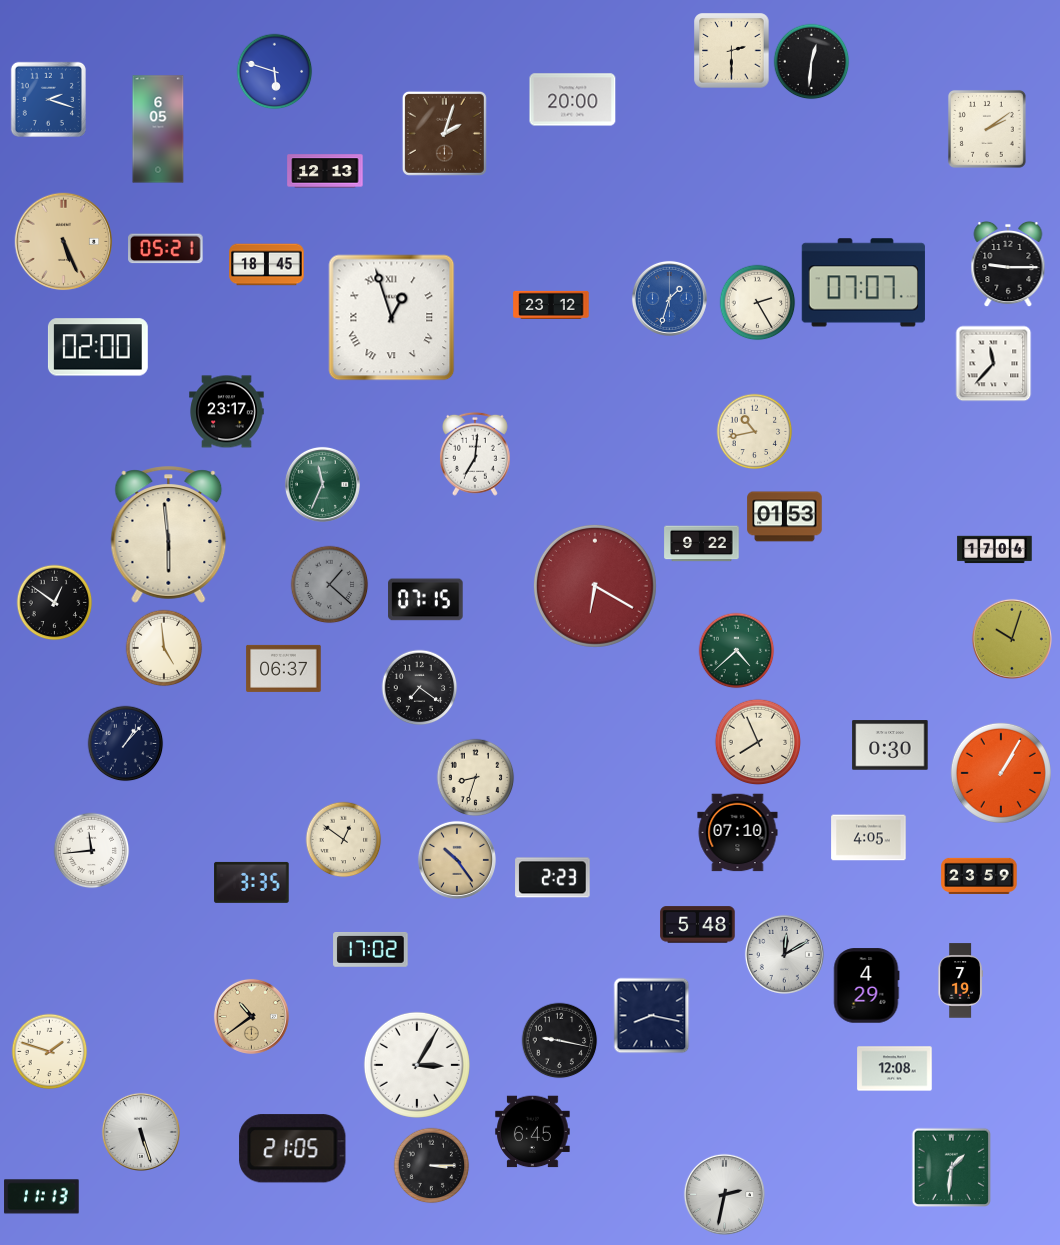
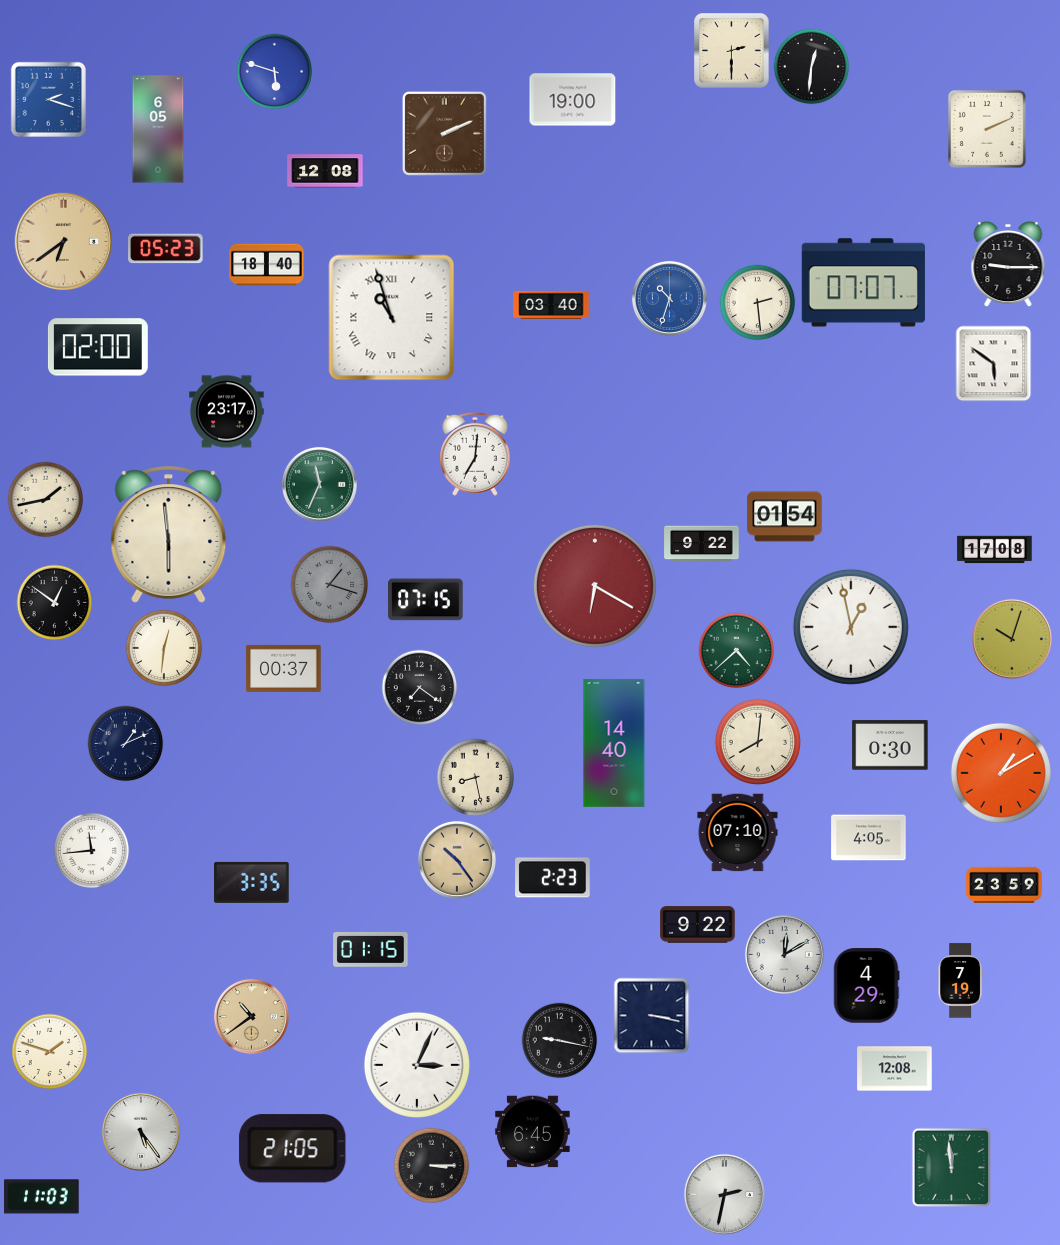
clock at (812, 62) position: (812, 62) -> (812, 67)
clock at (573, 100): 20:00 -> 19:00
clock at (987, 129): 2:09 -> 2:11
clock at (444, 133): 2:03 -> 2:11
clock at (325, 171): 12:13 -> 12:08
clock at (64, 242): 5:26 -> 6:39
clock at (166, 249): 05:21 -> 05:23
clock at (267, 265): 18:45 -> 18:40
clock at (669, 298): 1:33 -> 10:33
clock at (758, 303): 2:25 -> 2:29
clock at (551, 305): 23:12 -> 03:40
clock at (392, 318): 12:57 -> 10:57
clock at (994, 364): 11:37 -> 5:51
clock at (755, 432): 10:43 -> none
clock at (322, 484) position: (322, 484) -> (319, 484)
clock at (46, 500): none -> 1:43
clock at (785, 517): 01:53 -> 01:54
clock at (995, 550): 17:04 -> 17:08
clock at (330, 585): 1:22 -> 1:18
clock at (851, 627): none -> 12:58
clock at (164, 648): 4:59 -> 12:31
clock at (284, 668): 06:37 -> 00:37
clock at (757, 741): 7:56 -> 8:01
clock at (614, 743): none -> 14:40
clock at (126, 744): 1:07 -> 1:11
clock at (1001, 773): 1:05 -> 1:10
clock at (476, 778): 8:33 -> 8:28
clock at (344, 840): 12:51 -> none
clock at (979, 876) position: (979, 876) -> (1004, 885)
clock at (698, 925): 5:48 -> 9:22
clock at (371, 950): 17:02 -> 01:15
clock at (652, 1016): 8:17 -> 3:17
clock at (417, 1065): 3:05 -> 3:04
clock at (141, 1132): 5:27 -> 5:24
clock at (951, 1167): 1:31 -> 11:59
clock at (42, 1197): 11:13 -> 11:03
